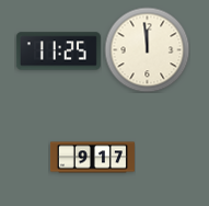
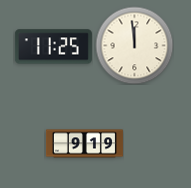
clock at (92, 158): 9:17 -> 9:19
